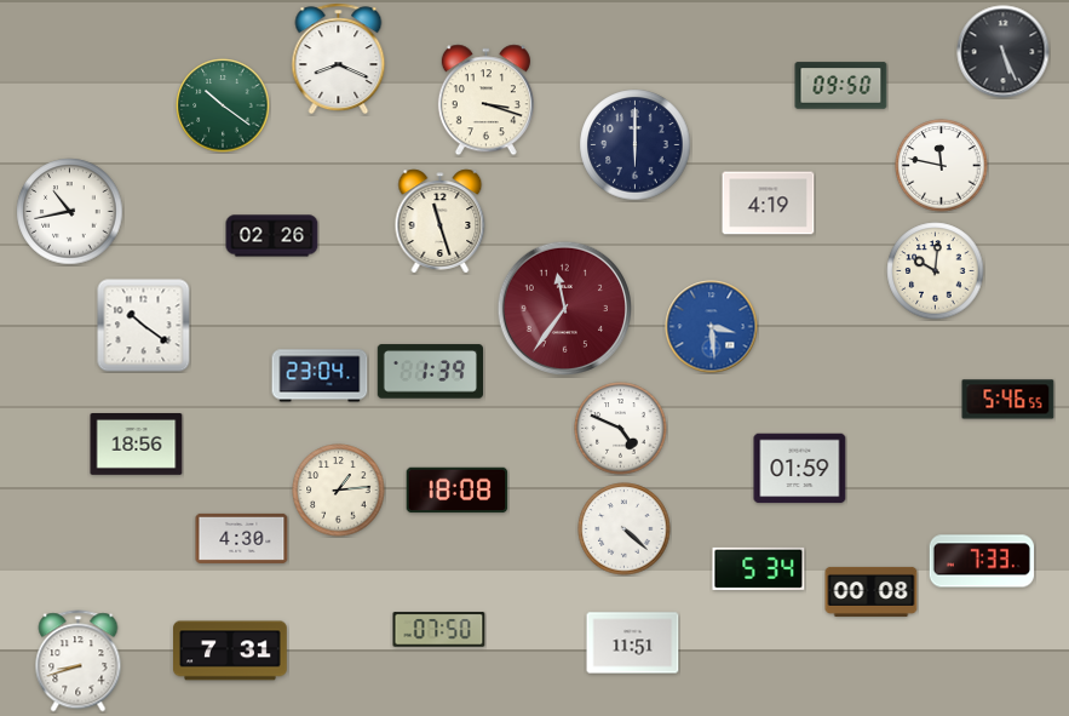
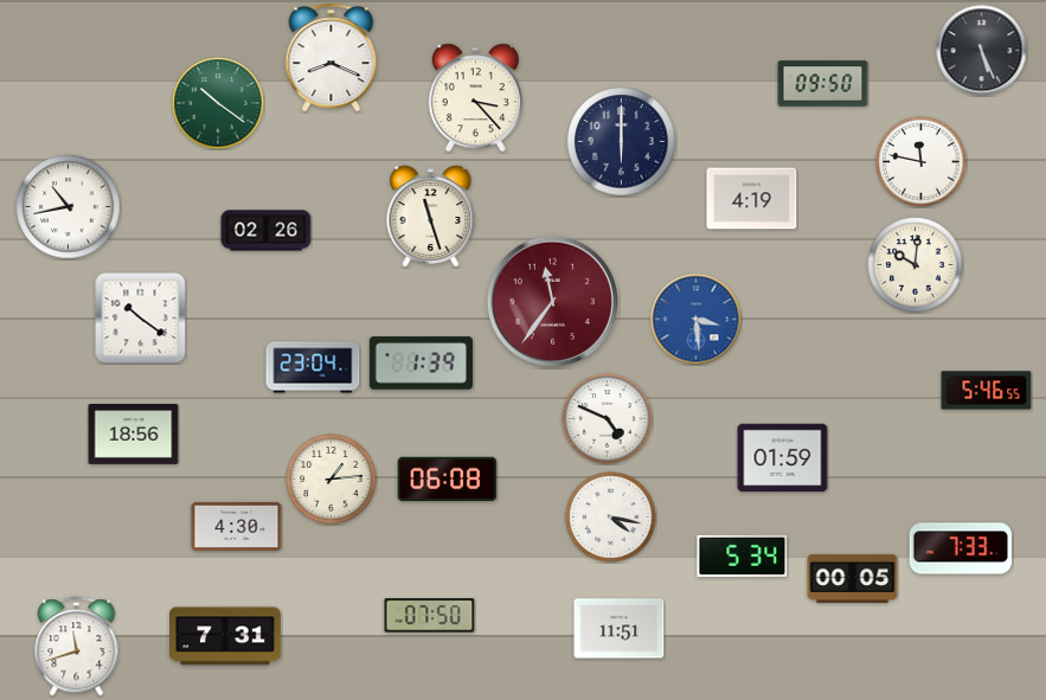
clock at (485, 101): 3:18 -> 3:23
clock at (458, 491): 18:08 -> 06:08
clock at (625, 529): 4:22 -> 4:17
clock at (872, 591): 00:08 -> 00:05
clock at (79, 661): 8:42 -> 11:42
